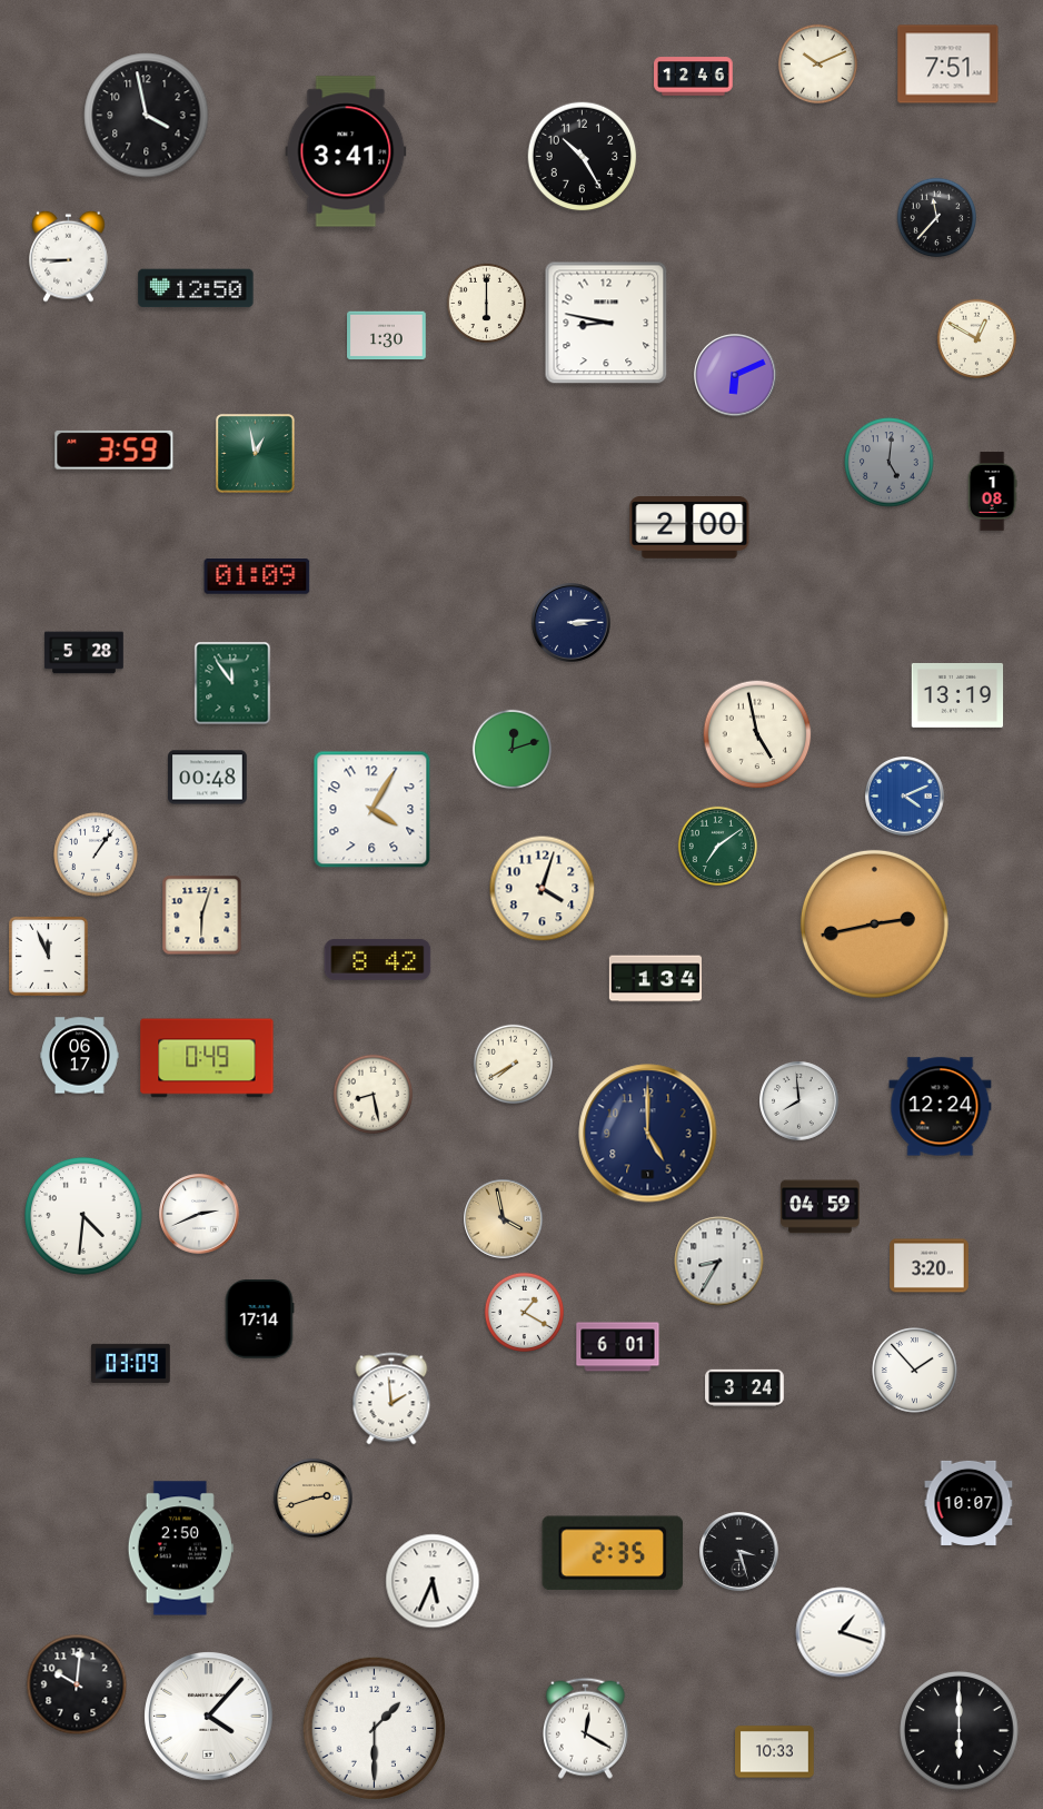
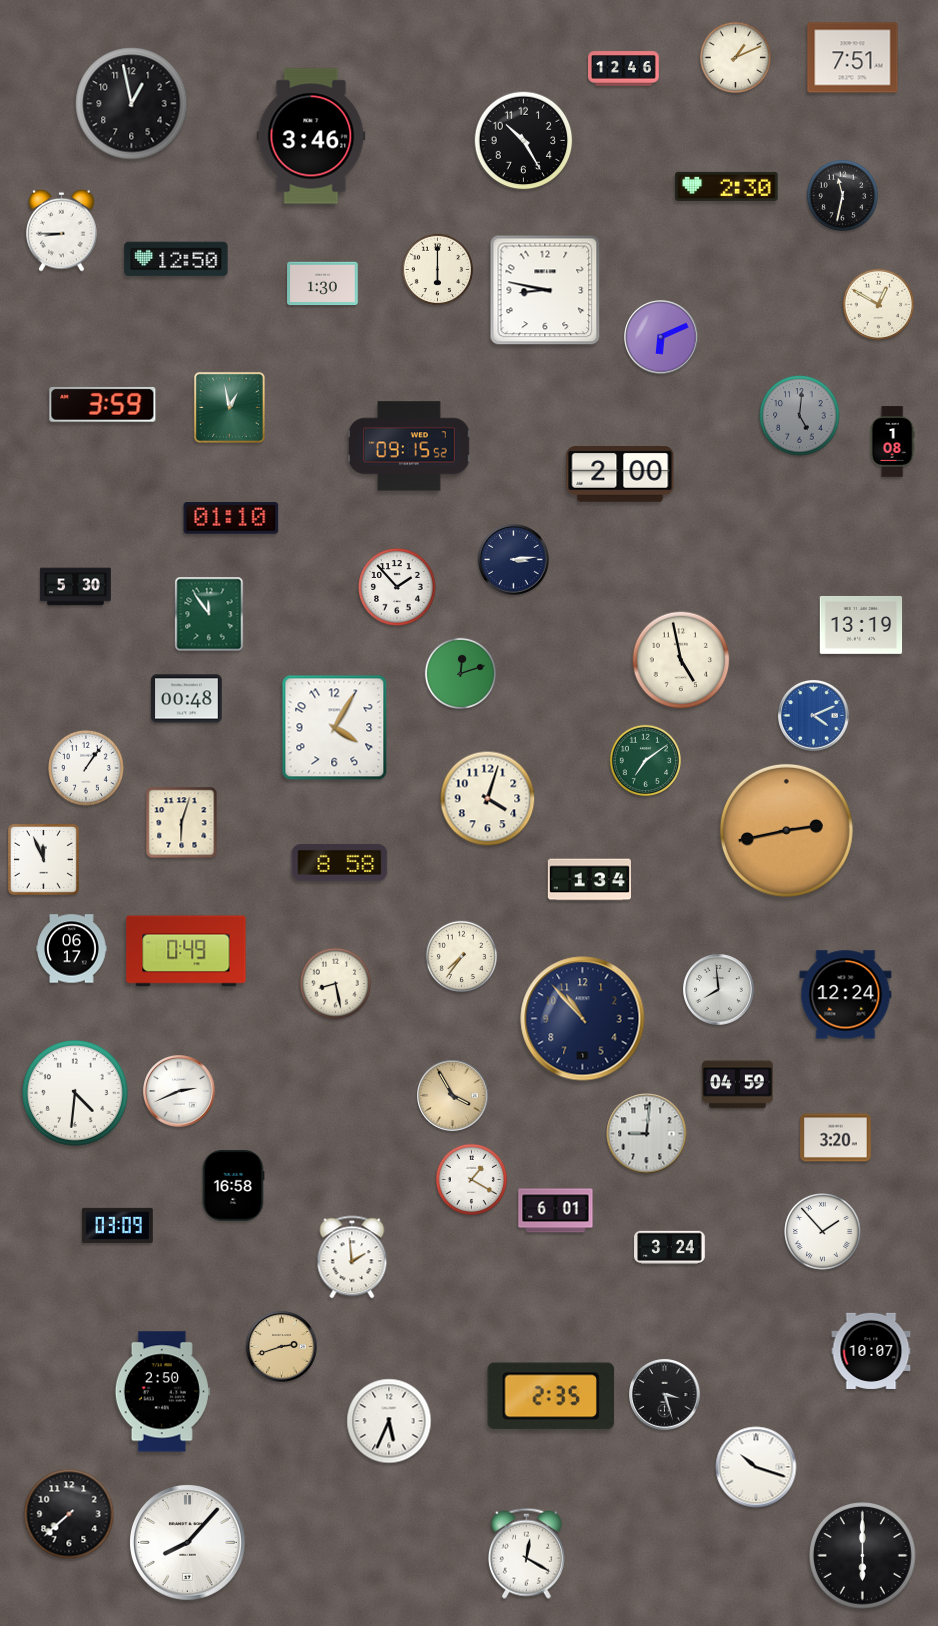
clock at (817, 63): 10:11 -> 1:11
clock at (147, 116): 3:58 -> 12:58
clock at (346, 151): 3:41 -> 3:46
clock at (727, 186): none -> 2:30
clock at (936, 217): 11:37 -> 11:32
clock at (486, 303) position: (486, 303) -> (437, 269)
clock at (387, 336) position: (387, 336) -> (323, 284)
clock at (409, 446): none -> 09:15
clock at (257, 577): 01:09 -> 01:10
clock at (85, 653): 5:28 -> 5:30
clock at (397, 587): none -> 1:53
clock at (378, 959): 8:42 -> 8:58
clock at (513, 1064): 7:40 -> 7:36
clock at (648, 1134): 5:00 -> 10:53
clock at (504, 1219): 3:58 -> 3:55
clock at (719, 1262): 8:35 -> 9:01
clock at (259, 1319): 17:14 -> 16:58
clock at (841, 1632): 1:18 -> 10:18
clock at (77, 1684): 10:01 -> 7:38
clock at (209, 1717): 4:07 -> 8:07
clock at (374, 1728): 1:30 -> none
clock at (775, 1752): 10:33 -> none
